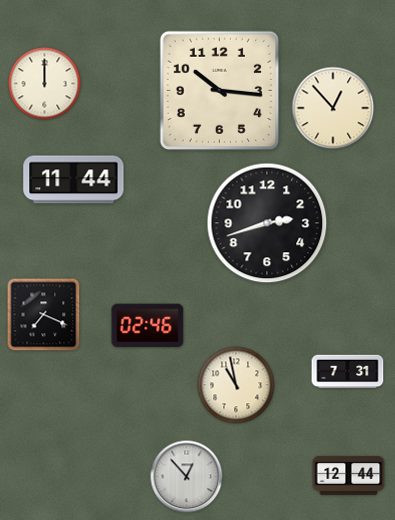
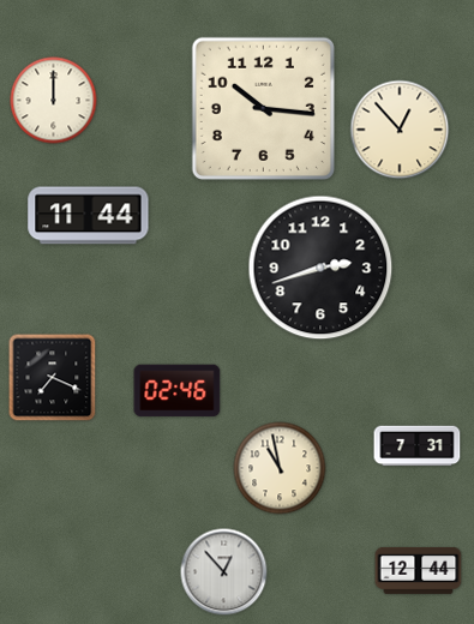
clock at (236, 385) position: (236, 385) -> (280, 468)
